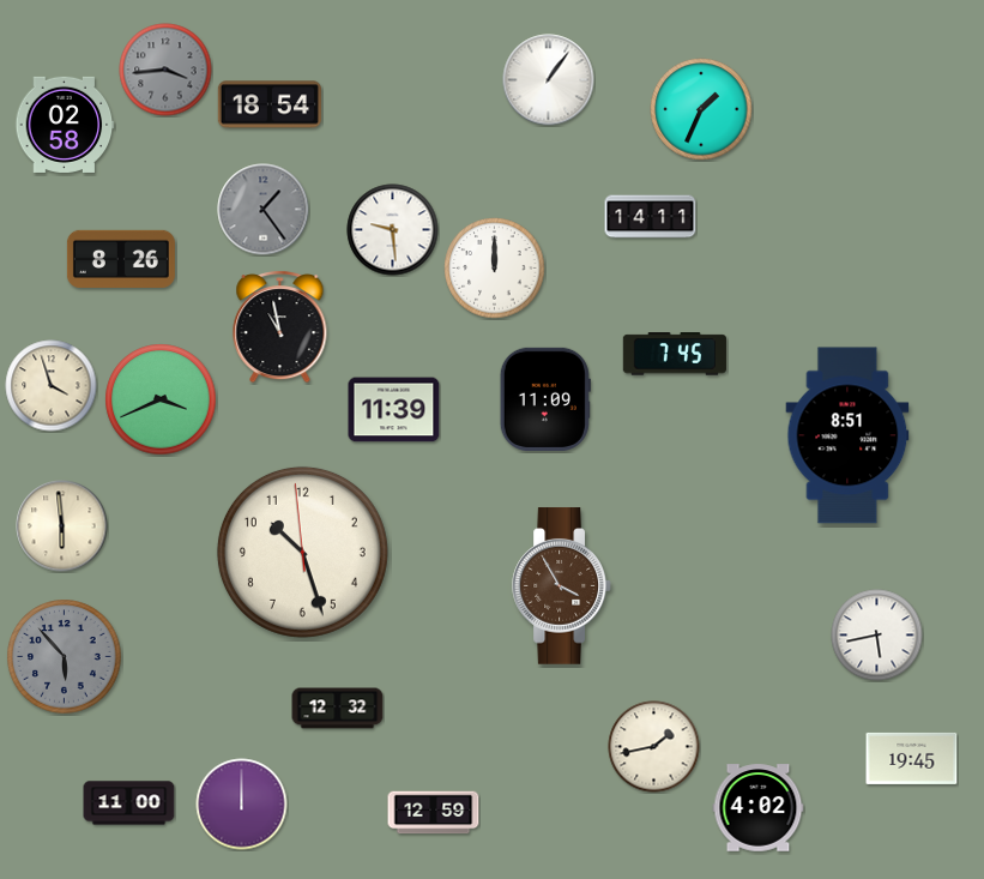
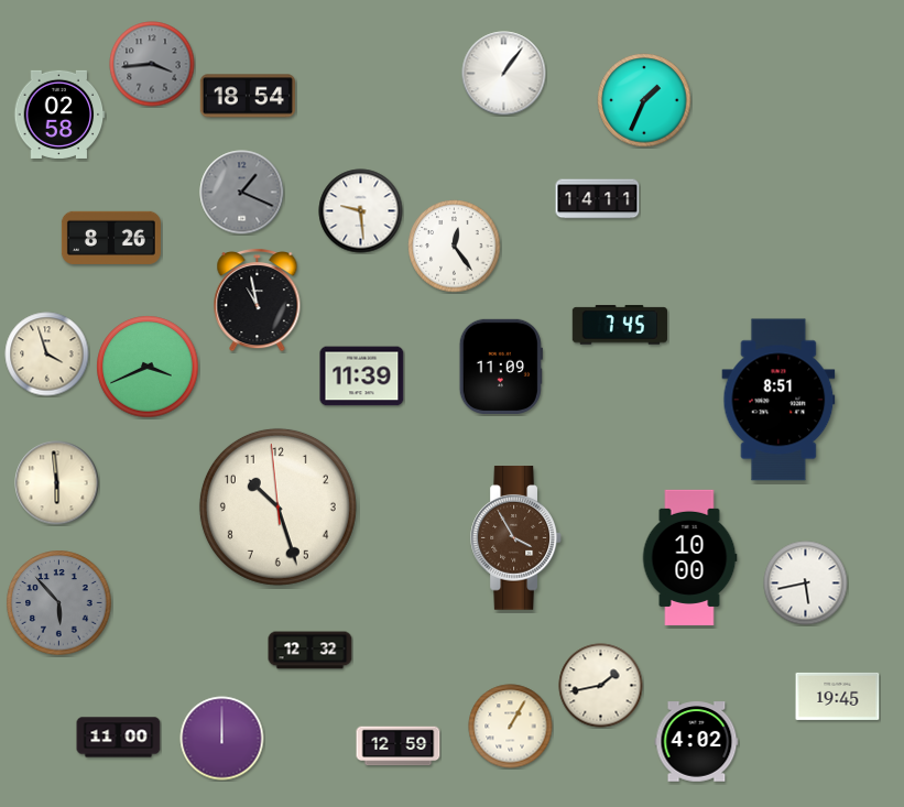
clock at (264, 210): 1:24 -> 1:19
clock at (495, 269): 12:00 -> 12:24
clock at (689, 557): none -> 10:00
clock at (511, 727): none -> 1:05
